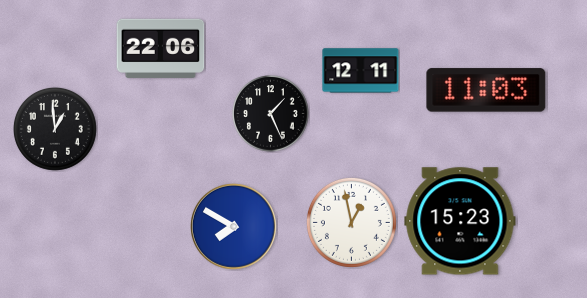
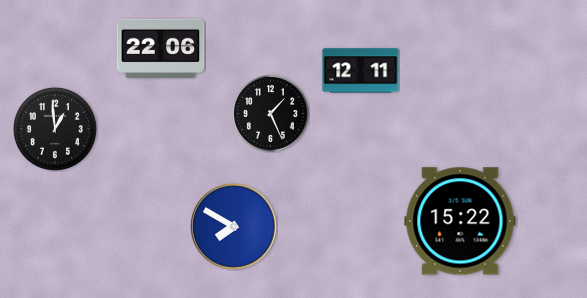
clock at (486, 90): 11:03 -> none
clock at (460, 221): 15:23 -> 15:22
clock at (351, 222): 12:58 -> none
